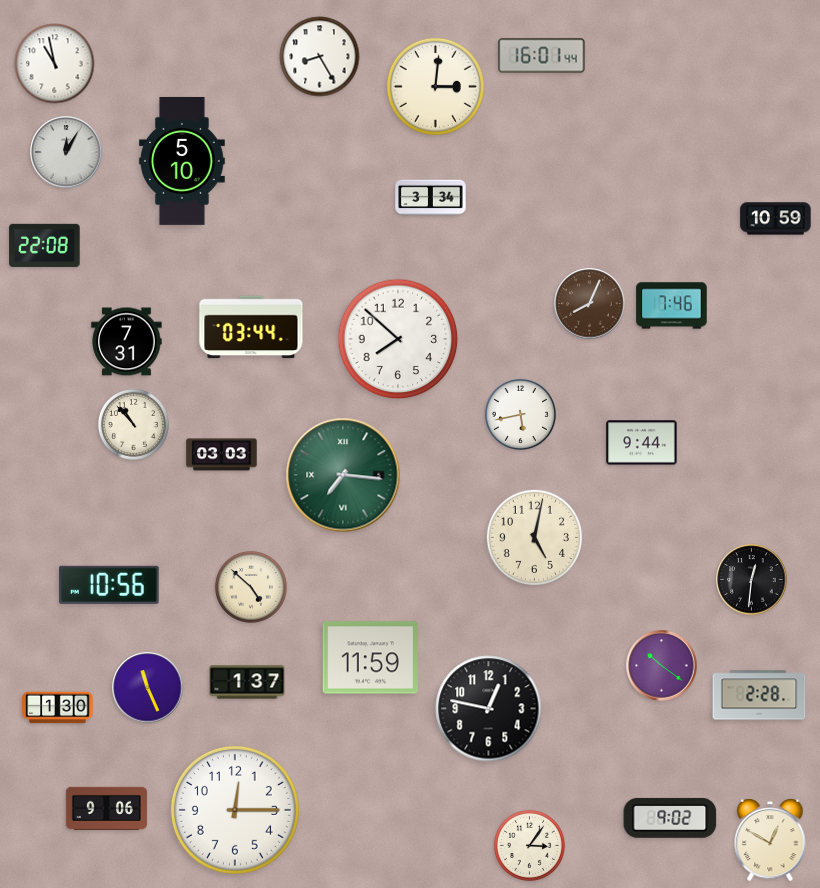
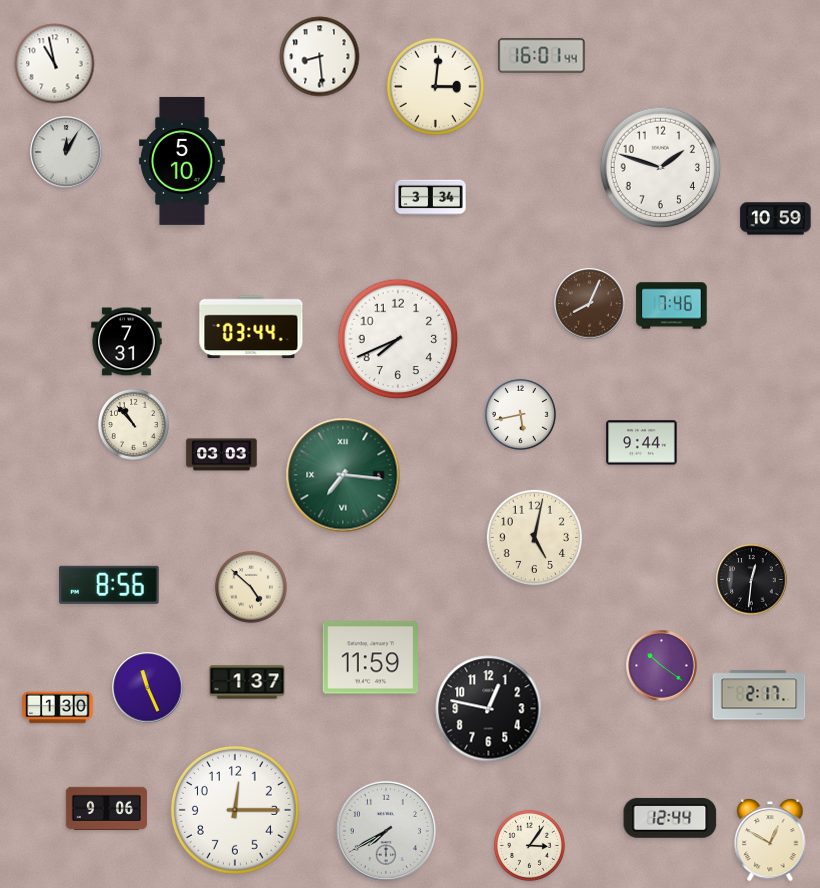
clock at (320, 57): 8:25 -> 8:29
clock at (661, 168): none -> 1:48
clock at (45, 245): 22:08 -> none
clock at (398, 339): 7:52 -> 7:41
clock at (110, 585): 10:56 -> 8:56
clock at (759, 695): 2:28 -> 2:17
clock at (670, 818): 9:02 -> 12:44
clock at (386, 831): none -> 7:40
